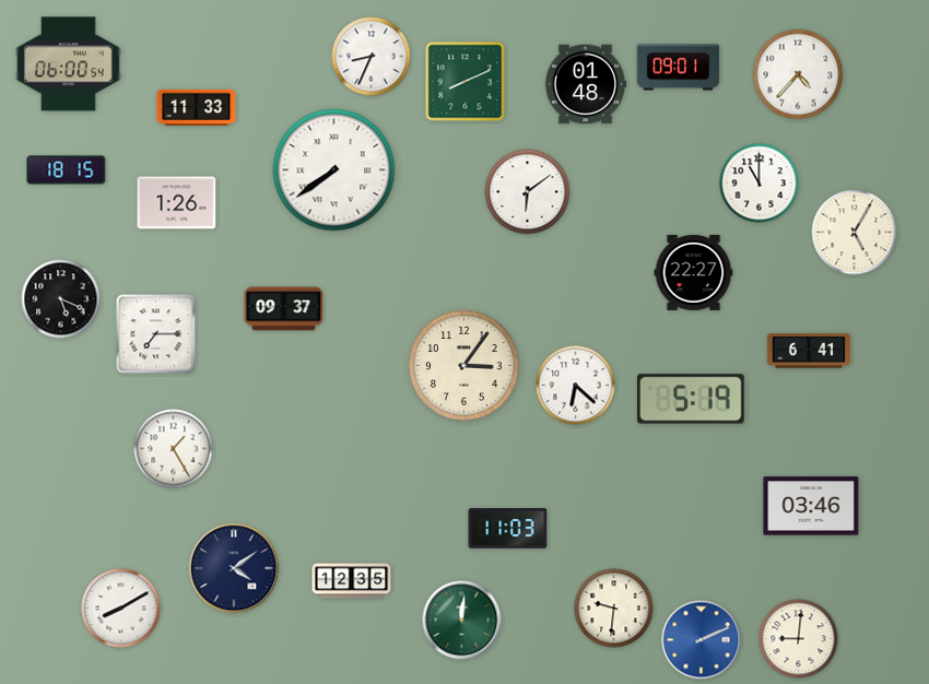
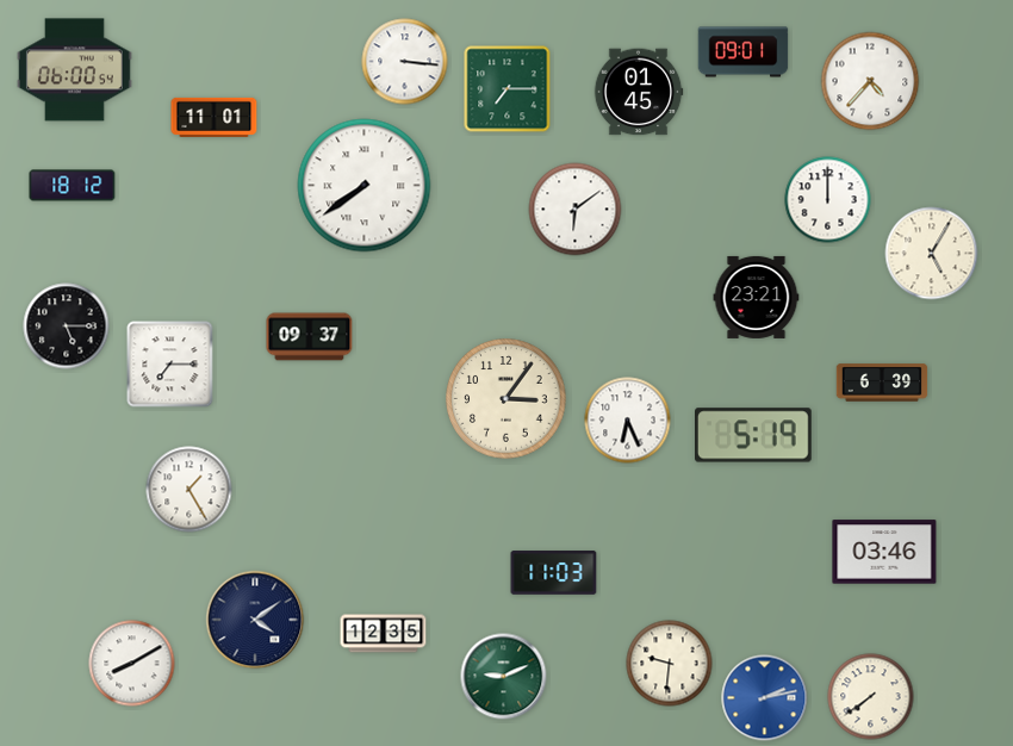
clock at (372, 57): 8:34 -> 3:16
clock at (679, 68) position: (679, 68) -> (744, 52)
clock at (466, 82): 8:11 -> 7:15
clock at (586, 84): 01:48 -> 01:45
clock at (197, 107): 11:33 -> 11:01
clock at (67, 170): 18:15 -> 18:12
clock at (760, 184): 11:00 -> 12:00
clock at (177, 203): 1:26 -> none
clock at (694, 272): 22:27 -> 23:21
clock at (61, 299): 5:19 -> 5:15
clock at (809, 351): 6:41 -> 6:39
clock at (576, 386): 6:22 -> 6:26
clock at (508, 529) position: (508, 529) -> (554, 573)
clock at (462, 621): 12:01 -> 9:11
clock at (799, 639): 9:01 -> 7:39
clock at (702, 640): 2:11 -> 2:13
